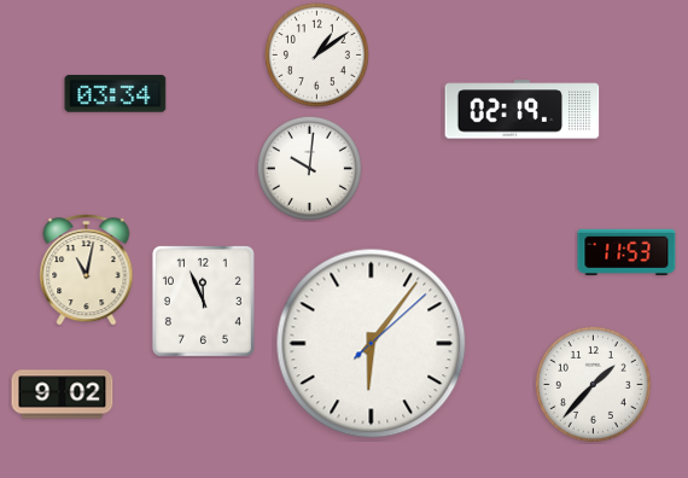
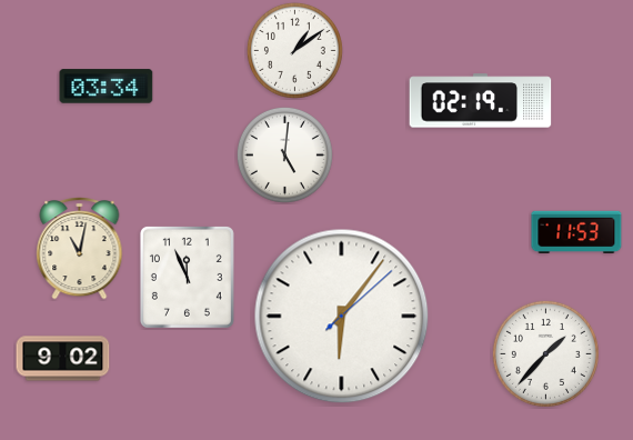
clock at (316, 54) position: (316, 54) -> (294, 50)
clock at (309, 168): 10:01 -> 5:01
clock at (63, 395) position: (63, 395) -> (63, 359)
